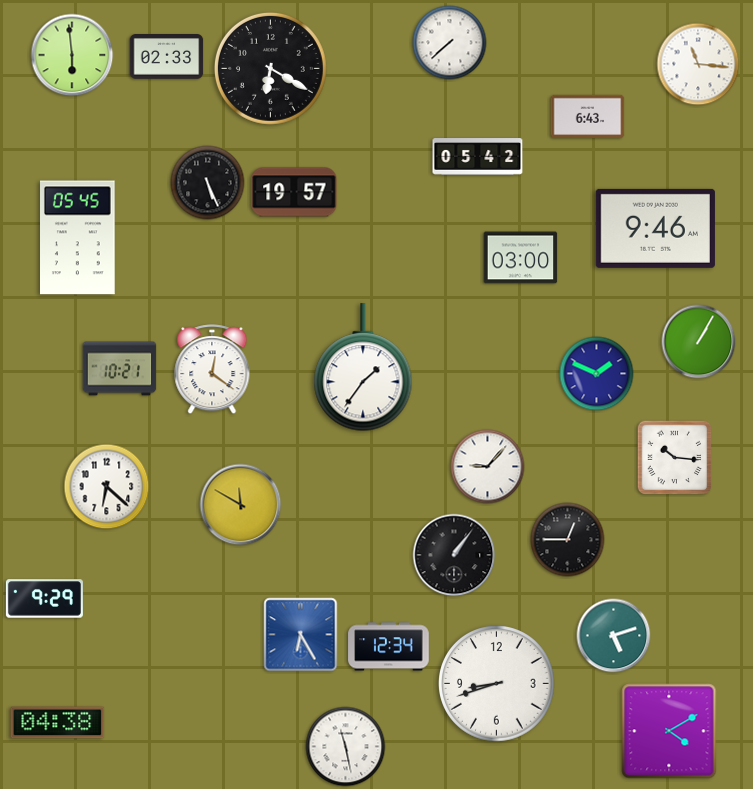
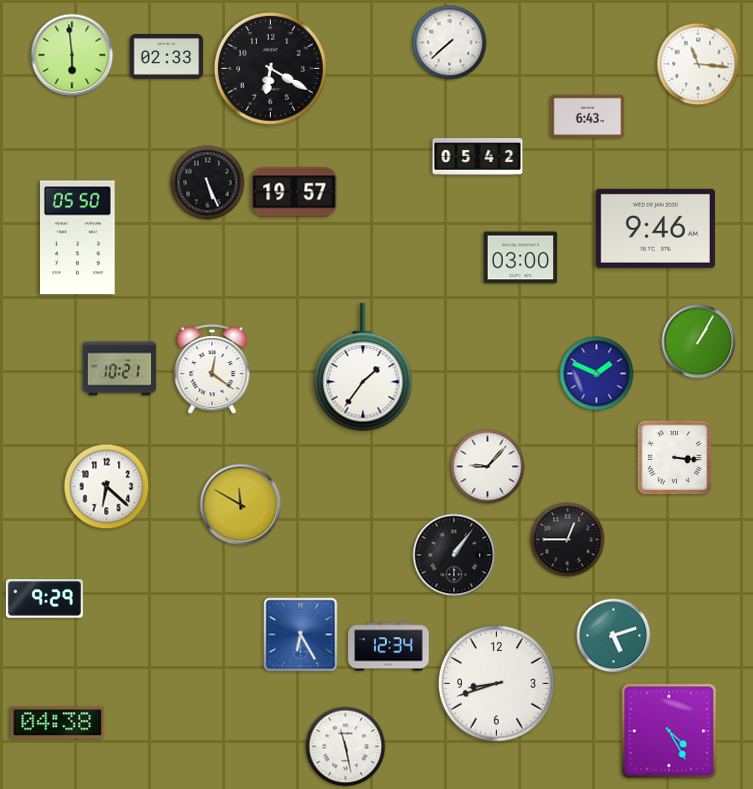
clock at (78, 238): 05:45 -> 05:50
clock at (675, 458): 10:16 -> 3:16
clock at (669, 731): 4:10 -> 4:25
